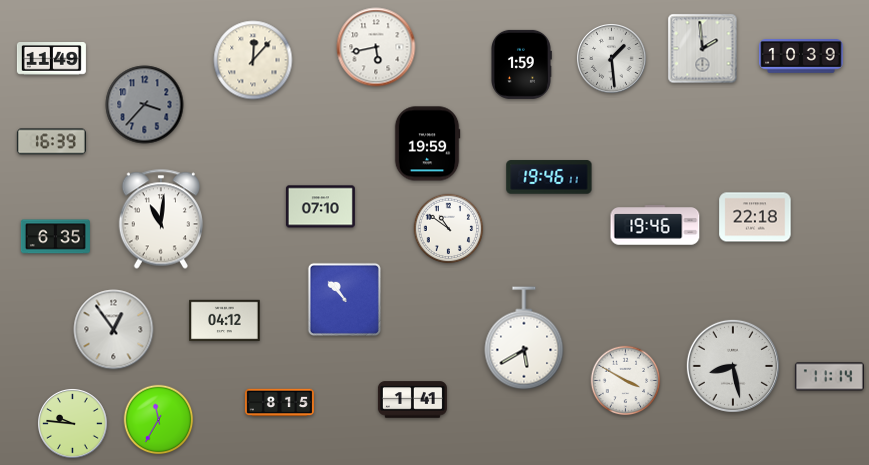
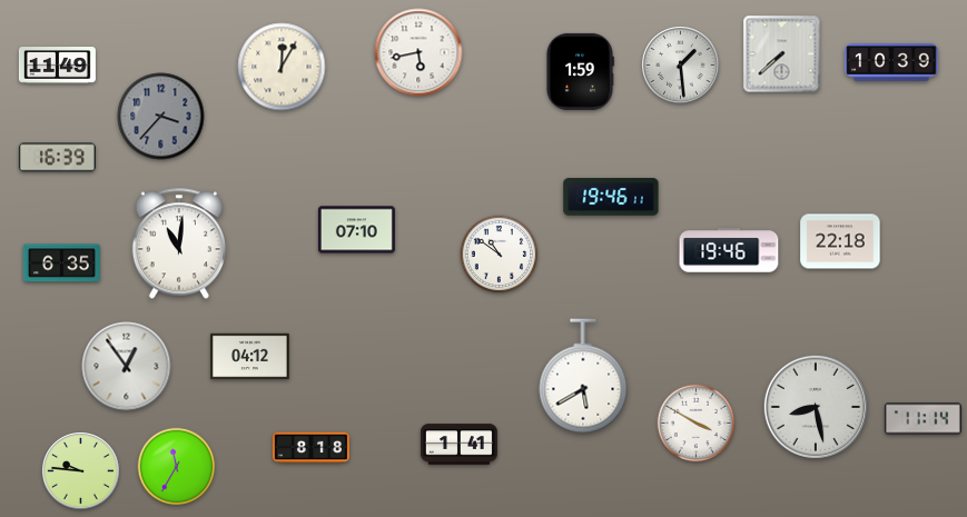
clock at (703, 49): 1:59 -> 7:38
clock at (253, 60): 12:07 -> 12:05
clock at (427, 144): 19:59 -> none
clock at (344, 299): 10:53 -> none
clock at (279, 403): 8:15 -> 8:18
